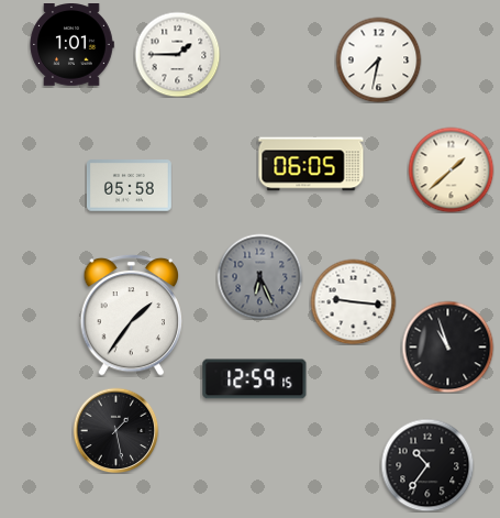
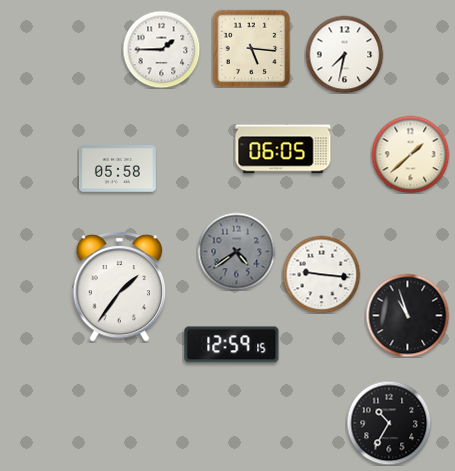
clock at (71, 45): 1:01 -> none
clock at (251, 48): none -> 5:16
clock at (259, 276): 6:26 -> 4:39
clock at (115, 430): 1:28 -> none
clock at (427, 465): 10:36 -> 10:35
